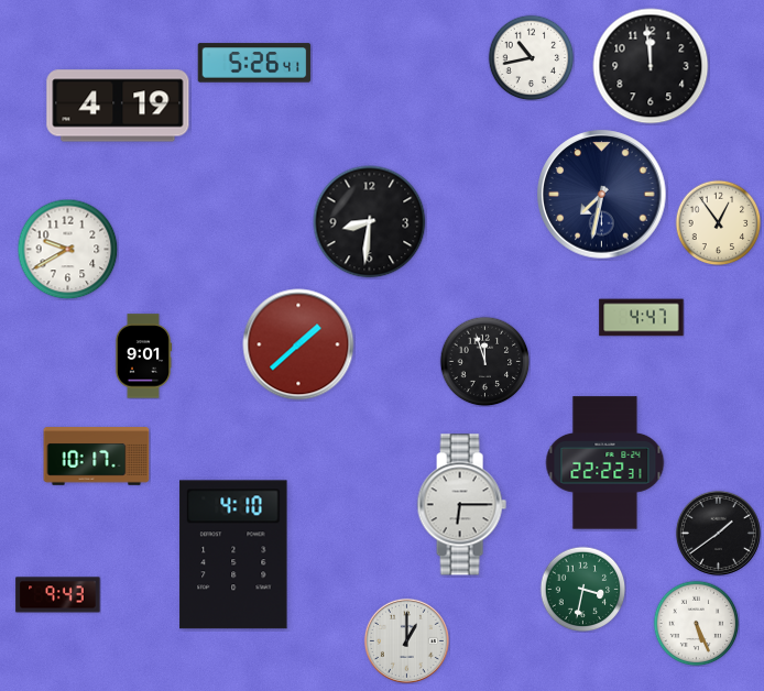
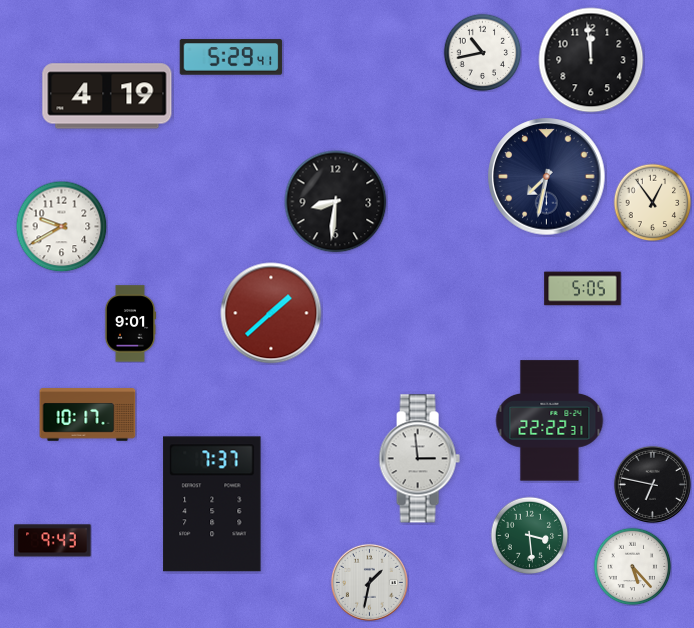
clock at (254, 63): 5:26 -> 5:29
clock at (642, 318): 4:47 -> 5:05
clock at (484, 361): 11:57 -> none
clock at (461, 505): 6:15 -> 2:59
clock at (718, 533): 1:39 -> 6:47
clock at (233, 555): 4:10 -> 7:37
clock at (582, 589): 3:32 -> 3:29
clock at (696, 623): 5:26 -> 5:23
clock at (406, 640): 1:00 -> 1:32
